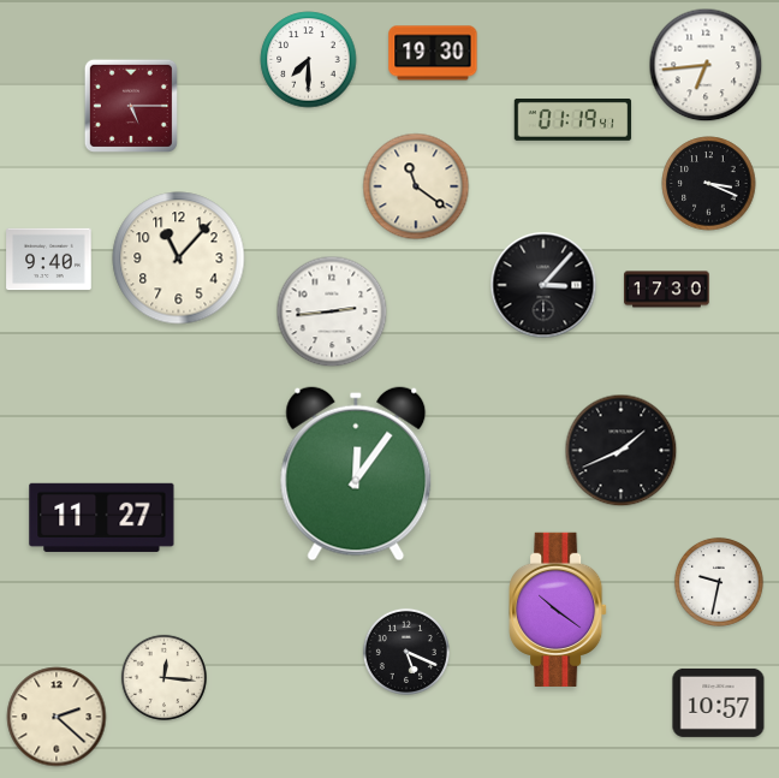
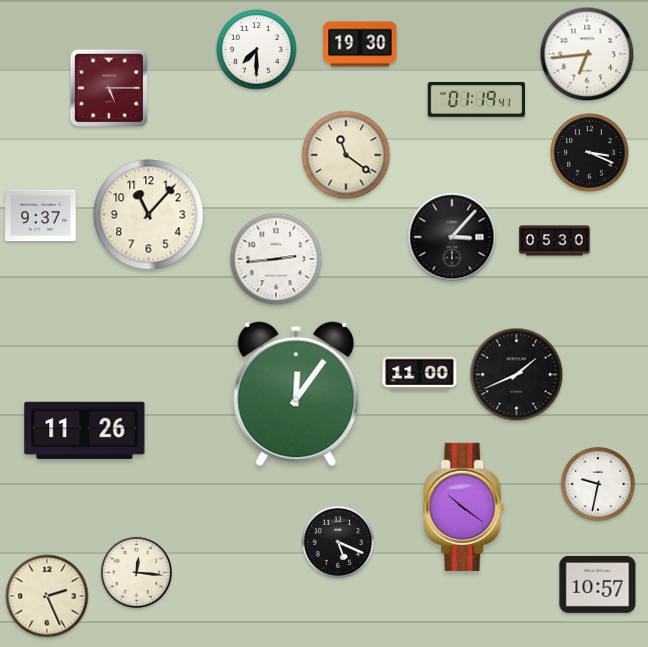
clock at (49, 260): 9:40 -> 9:37
clock at (667, 290): 17:30 -> 05:30
clock at (420, 374): none -> 11:00
clock at (102, 517): 11:27 -> 11:26
clock at (163, 677) position: (163, 677) -> (136, 572)
clock at (57, 717): 2:22 -> 2:26
